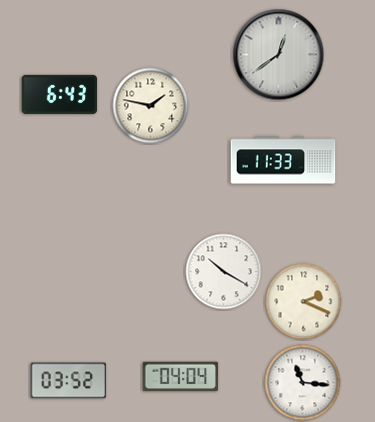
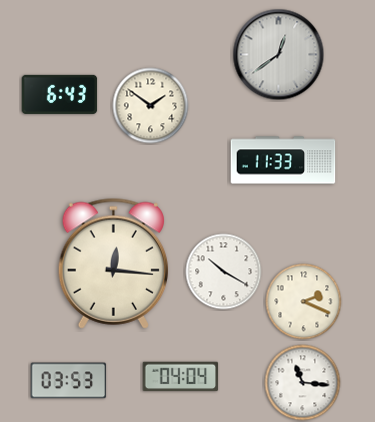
clock at (151, 106): 1:47 -> 1:51
clock at (113, 263): none -> 12:16
clock at (69, 381): 03:52 -> 03:53
